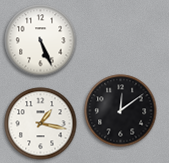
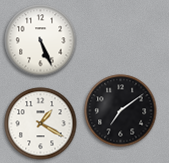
clock at (121, 111): 12:09 -> 7:09
clock at (41, 124): 1:17 -> 1:20
